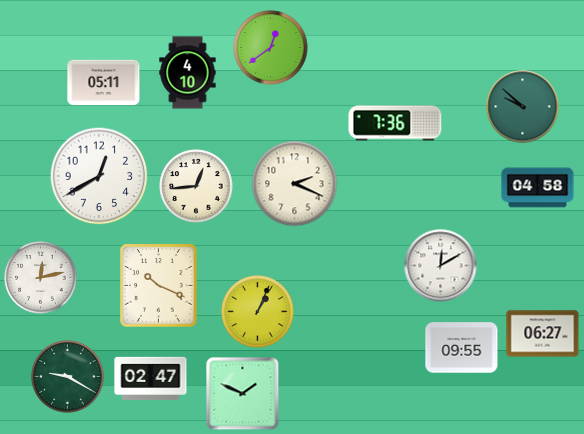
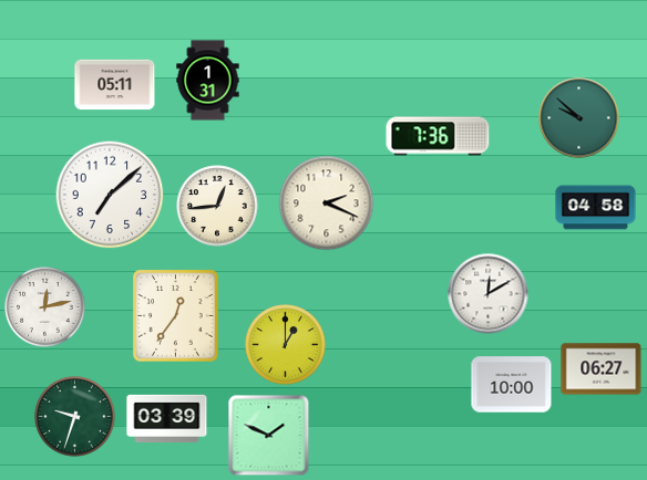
clock at (271, 48): 12:39 -> none
clock at (188, 73): 4:10 -> 1:31
clock at (104, 83) position: (104, 83) -> (115, 85)
clock at (99, 176): 12:40 -> 7:08
clock at (159, 286): 10:19 -> 12:36
clock at (258, 312): 1:04 -> 1:00
clock at (462, 348): 09:55 -> 10:00
clock at (68, 377): 9:20 -> 9:33
clock at (151, 379): 02:47 -> 03:39
